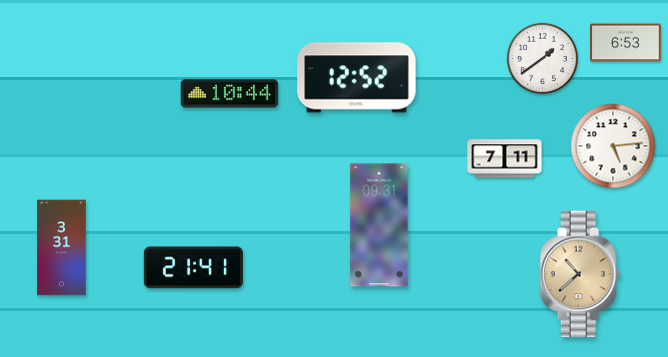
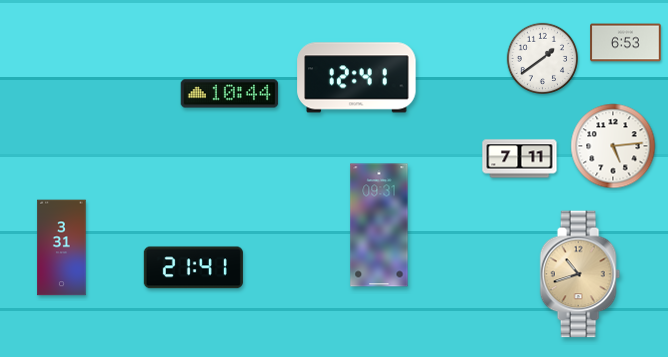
clock at (357, 78): 12:52 -> 12:41
clock at (505, 159) position: (505, 159) -> (520, 159)
clock at (580, 274): 10:38 -> 10:42
